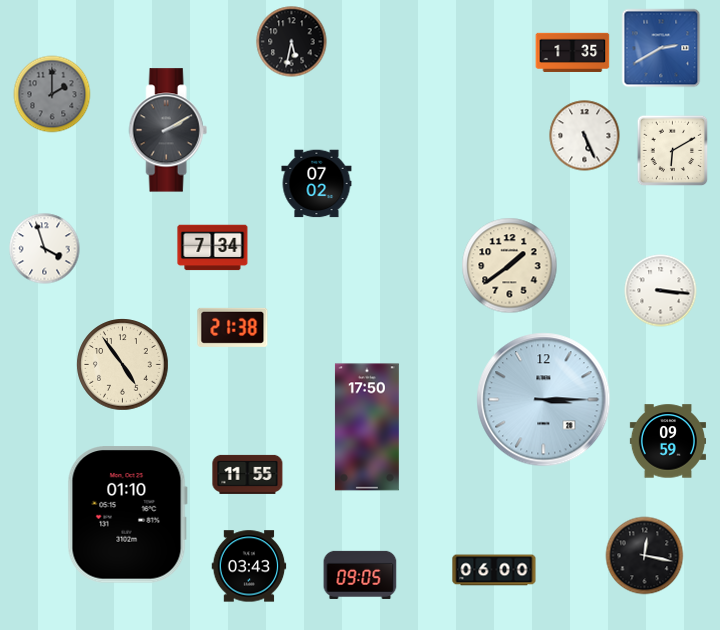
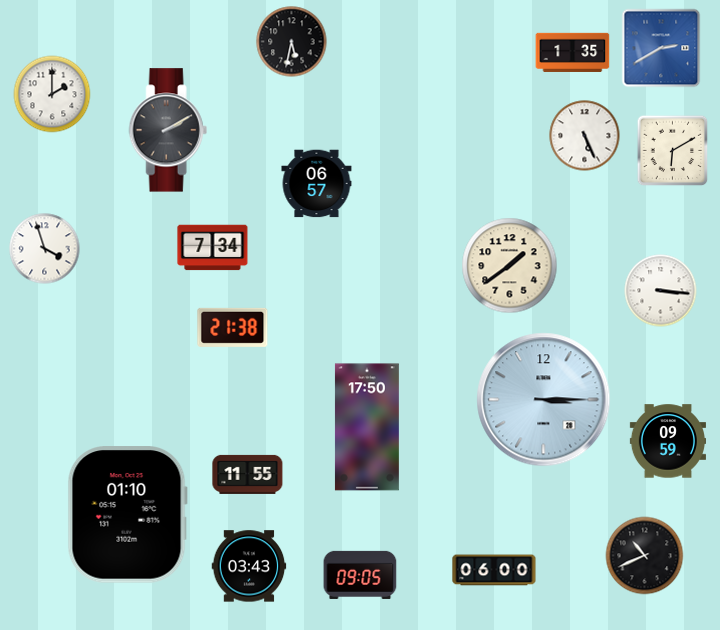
clock at (52, 94) dial: grey -> white
clock at (317, 184): 07:02 -> 06:57
clock at (123, 365): 4:54 -> none
clock at (645, 556): 12:17 -> 10:41
